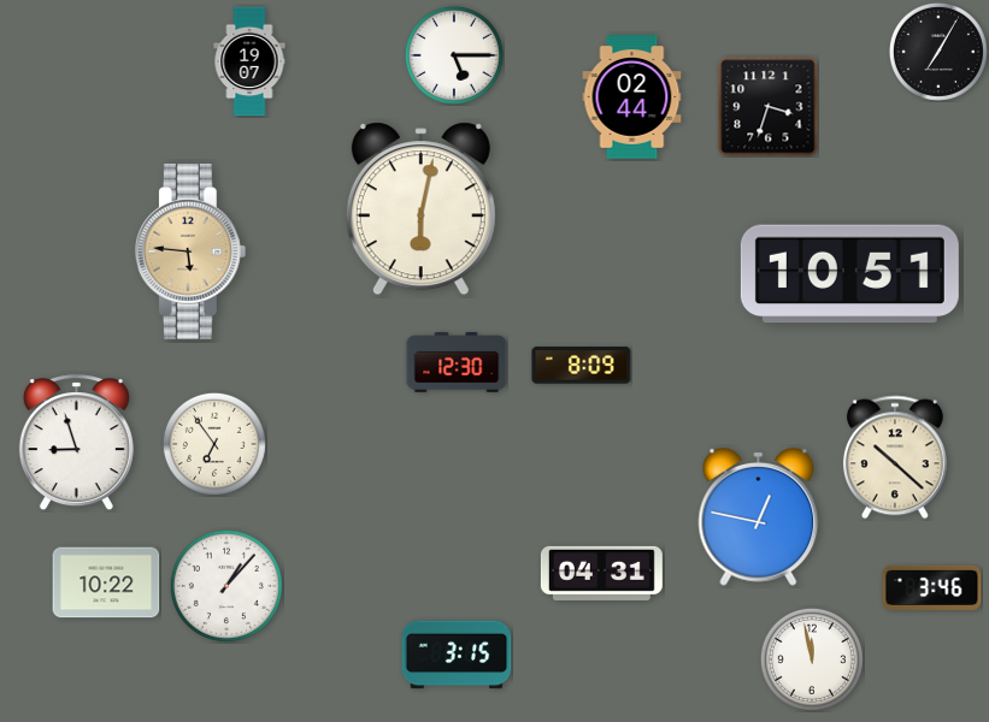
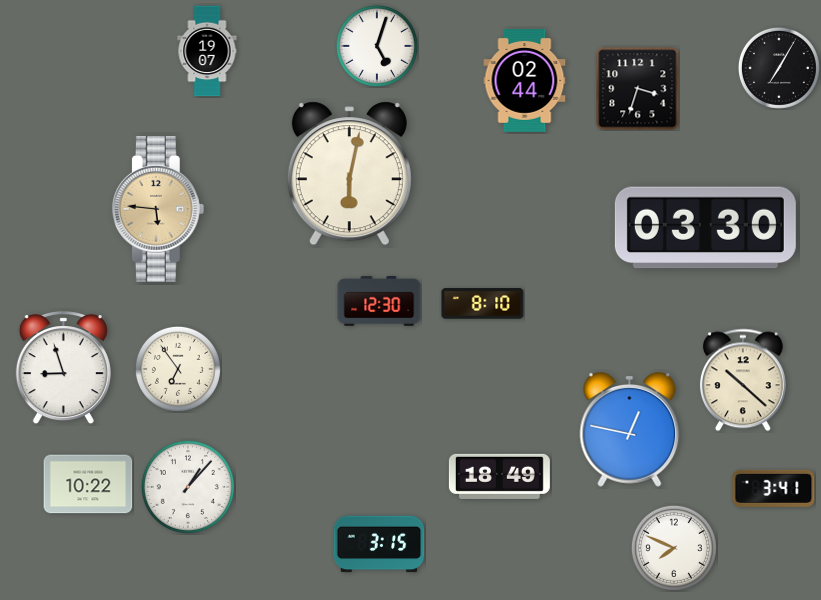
clock at (938, 52) position: (938, 52) -> (779, 68)
clock at (454, 55): 5:15 -> 5:03
clock at (849, 274): 10:51 -> 03:30
clock at (582, 366): 8:09 -> 8:10
clock at (601, 573): 04:31 -> 18:49
clock at (932, 587): 3:46 -> 3:41
clock at (812, 659): 11:58 -> 7:49
